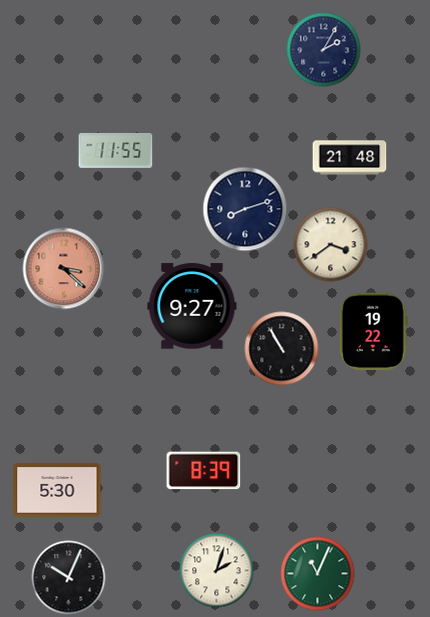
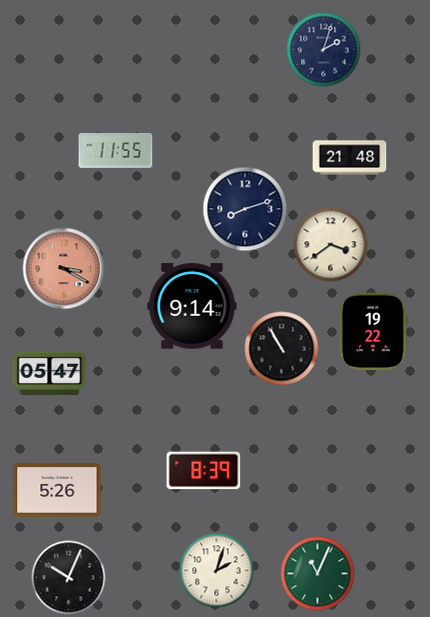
clock at (324, 50): 2:05 -> 2:03
clock at (64, 269): 3:22 -> 3:20
clock at (192, 306): 9:27 -> 9:14
clock at (50, 374): none -> 05:47
clock at (57, 490): 5:30 -> 5:26
